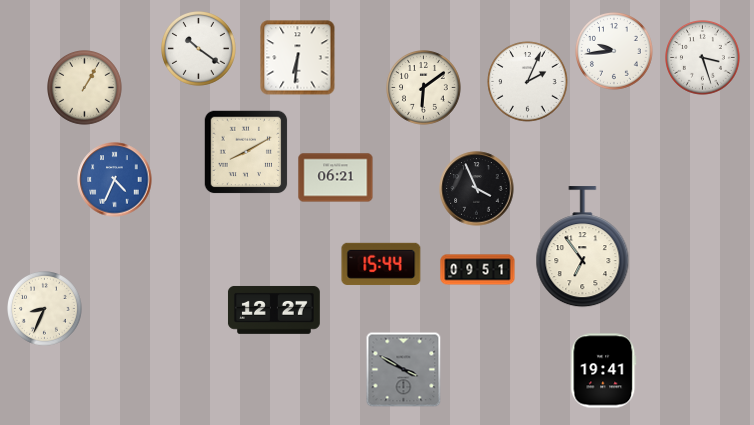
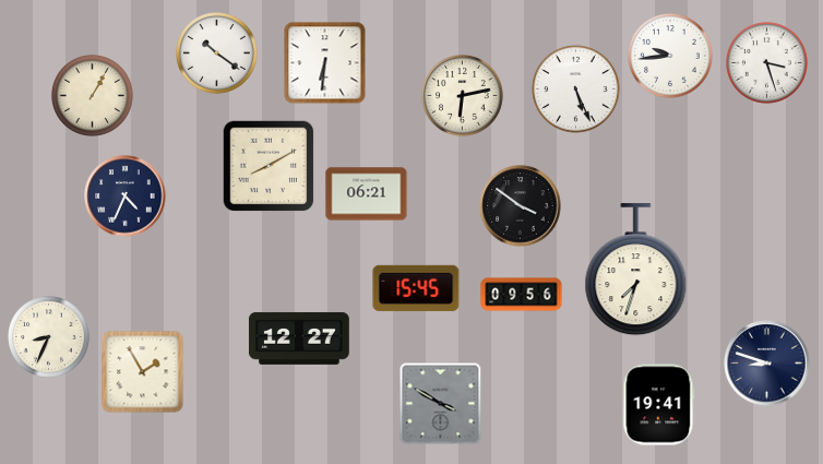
clock at (528, 82): 2:04 -> 5:26
clock at (424, 88): 6:09 -> 6:13
clock at (115, 180) dial: blue -> navy
clock at (477, 189): 3:56 -> 3:51
clock at (583, 247): 6:54 -> 7:33
clock at (381, 264): 15:44 -> 15:45
clock at (478, 270): 09:51 -> 09:56
clock at (767, 364): none -> 8:48
clock at (143, 372): none -> 1:55
